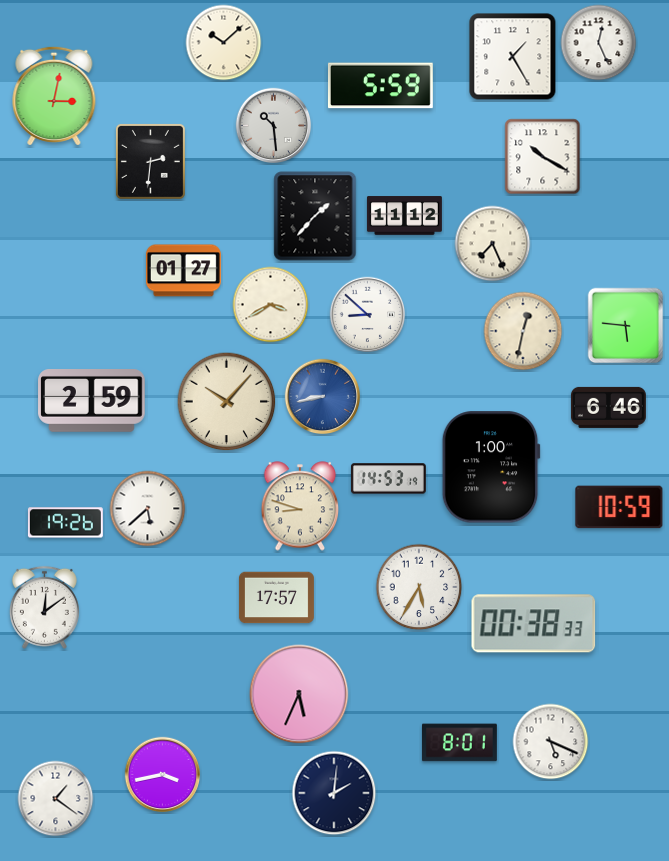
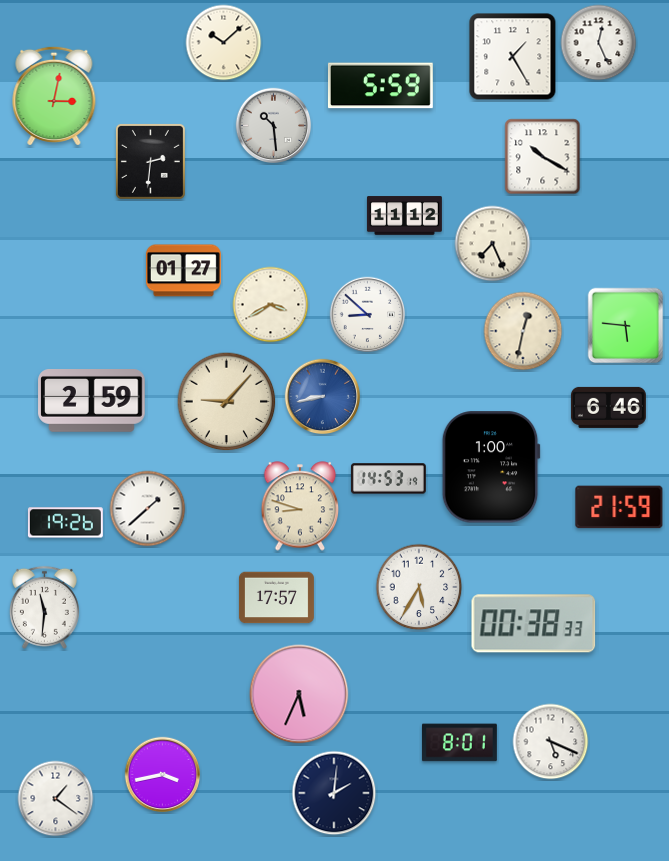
clock at (315, 216): 1:37 -> none
clock at (227, 402): 10:07 -> 9:07
clock at (619, 507): 10:59 -> 21:59
clock at (148, 509): 5:38 -> 1:38
clock at (44, 607): 12:09 -> 11:31
